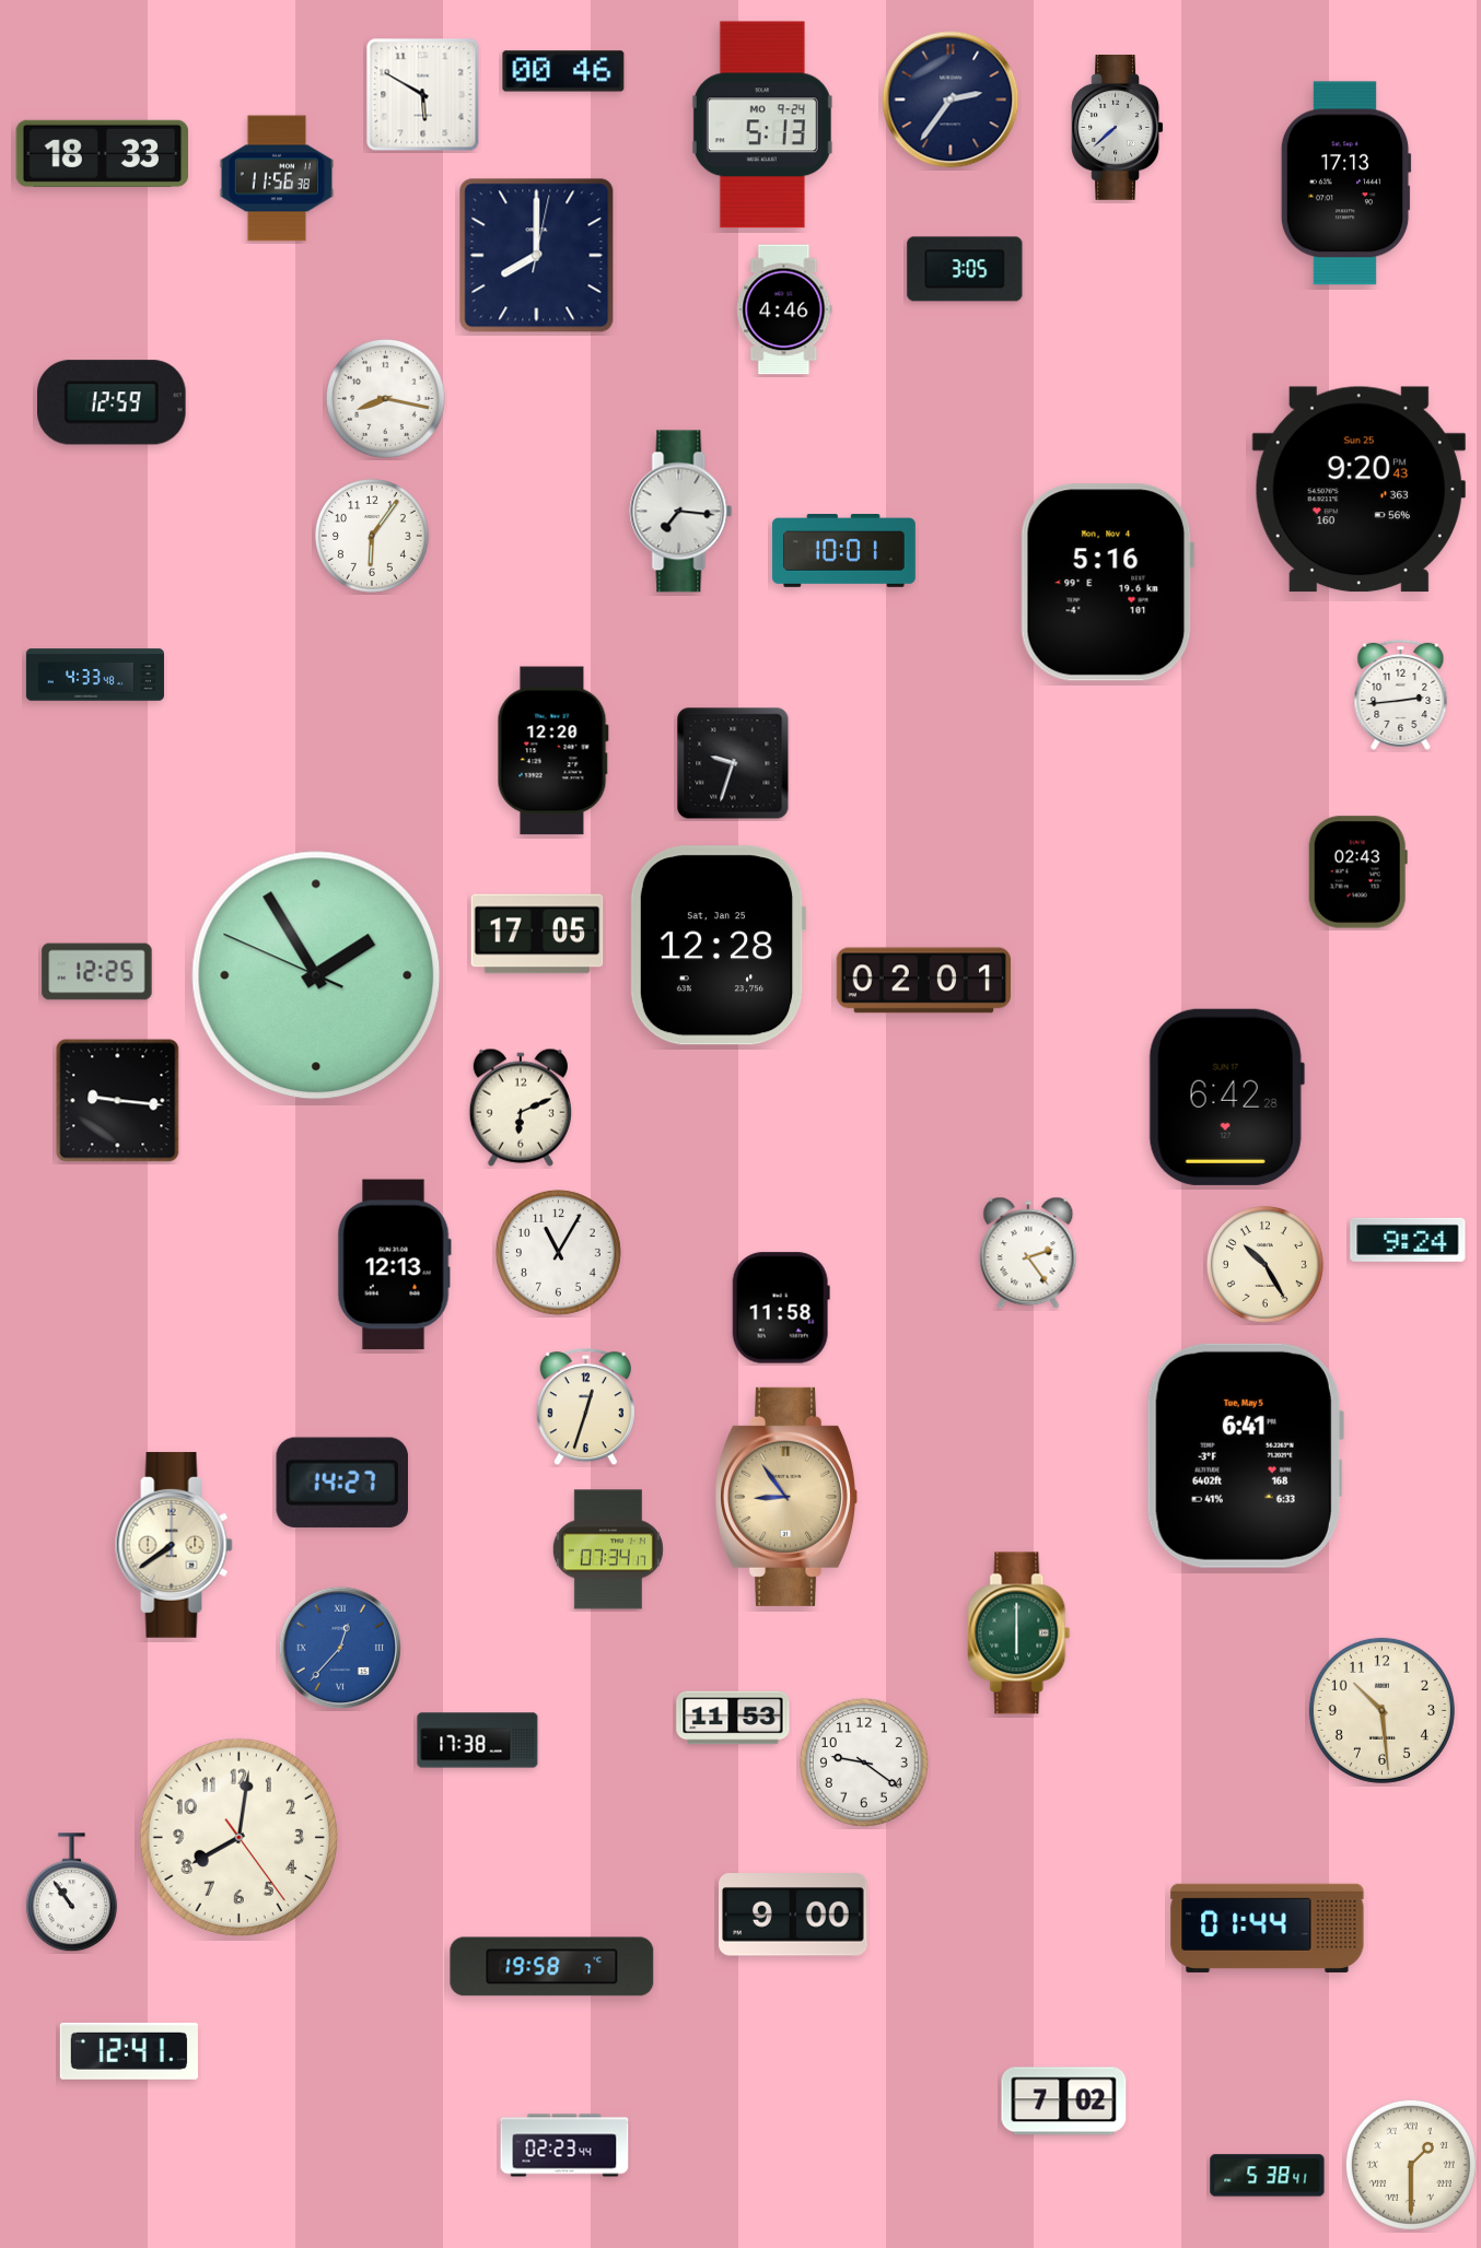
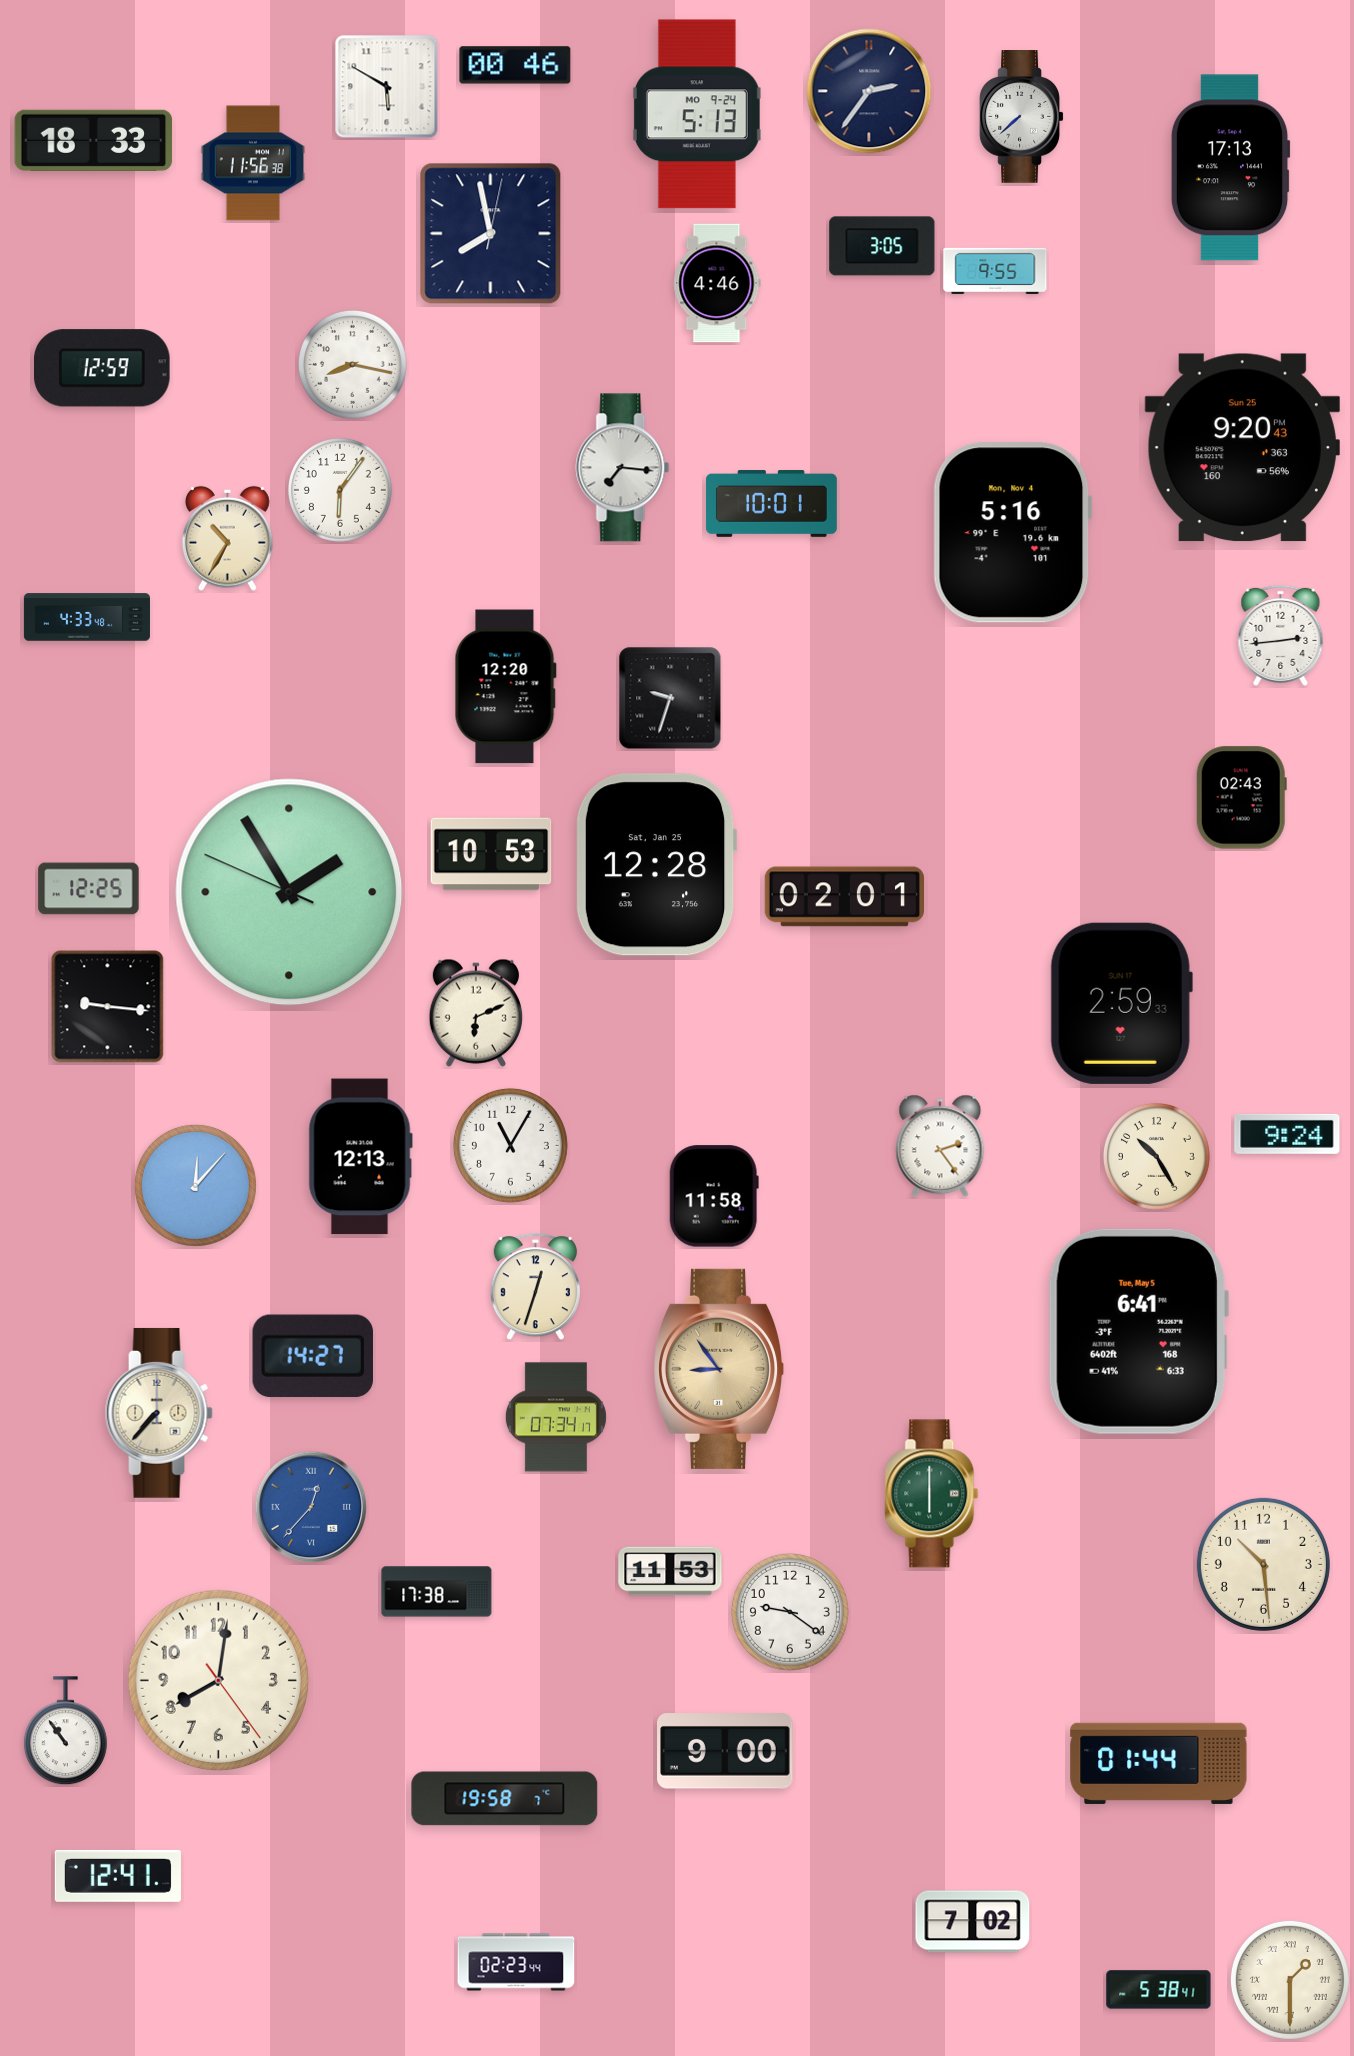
clock at (537, 256): 8:00 -> 7:58
clock at (995, 271): none -> 9:55
clock at (228, 538): none -> 10:35
clock at (537, 934): 17:05 -> 10:53
clock at (1226, 1097): 6:42 -> 2:59
clock at (195, 1185): none -> 12:07
clock at (174, 1545): 7:39 -> 7:37
